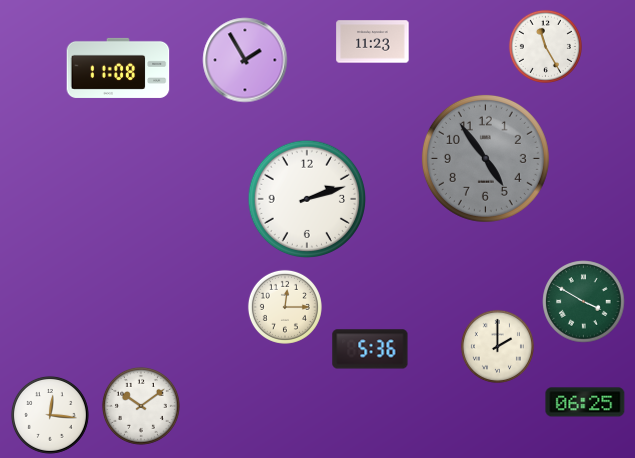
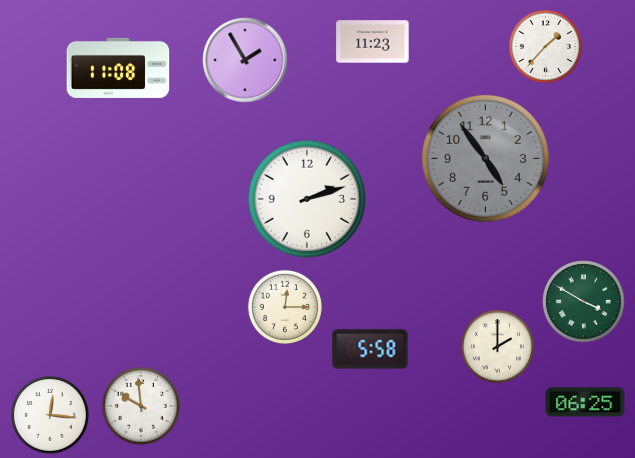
clock at (545, 46): 11:25 -> 1:37
clock at (370, 349): 5:36 -> 5:58
clock at (141, 406): 10:09 -> 9:59
